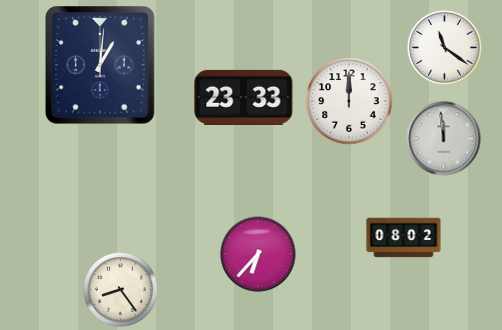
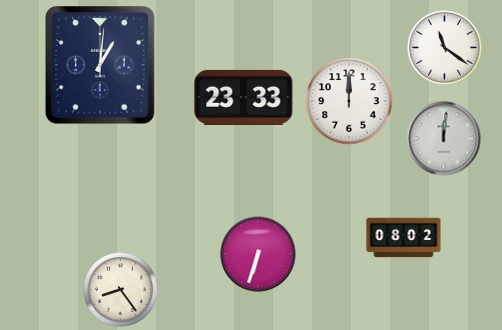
clock at (444, 139): 11:59 -> 12:01
clock at (258, 254): 6:37 -> 6:33
